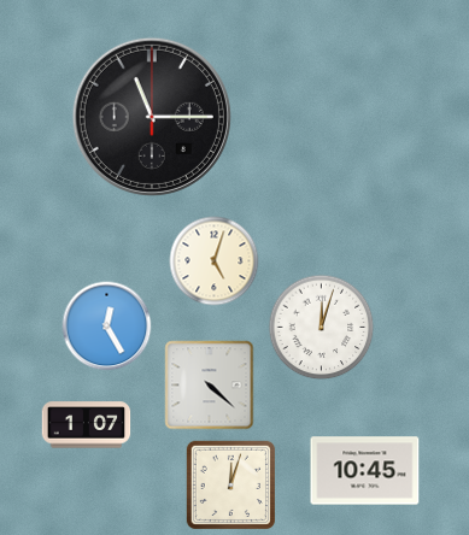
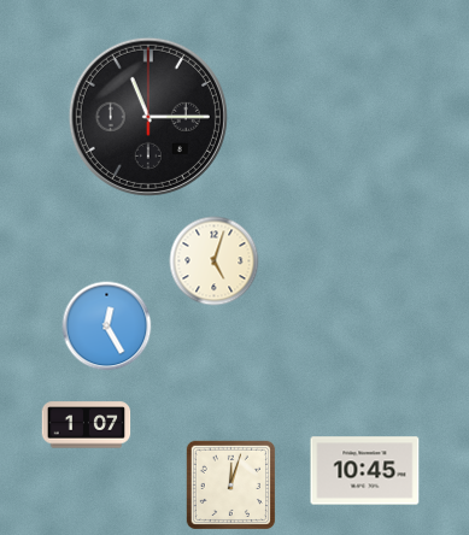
clock at (152, 117) position: (152, 117) -> (148, 117)
clock at (322, 328): 12:03 -> none
clock at (210, 386): 4:22 -> none
